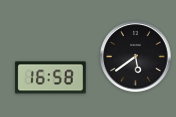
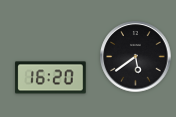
clock at (51, 78): 16:58 -> 16:20
